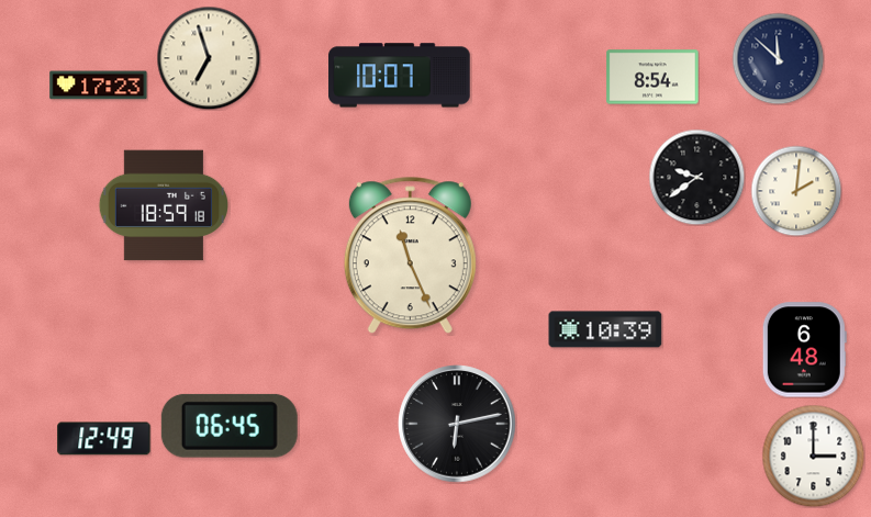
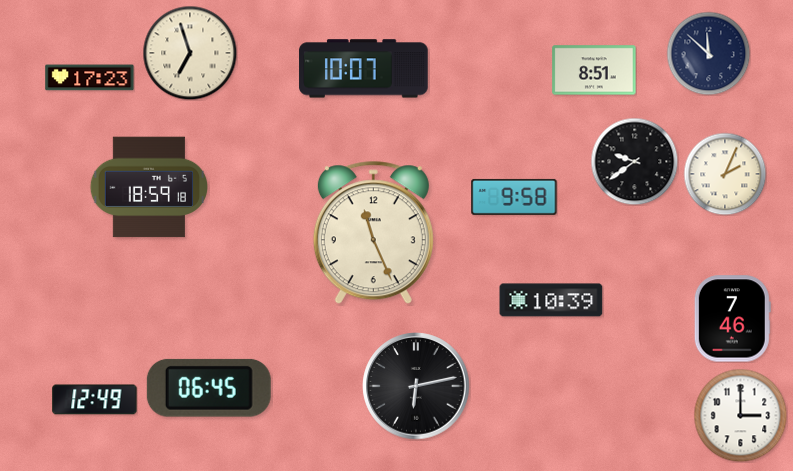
clock at (652, 77): 8:54 -> 8:51
clock at (796, 191): 2:01 -> 2:04
clock at (514, 197): none -> 9:58
clock at (804, 350): 6:48 -> 7:46
